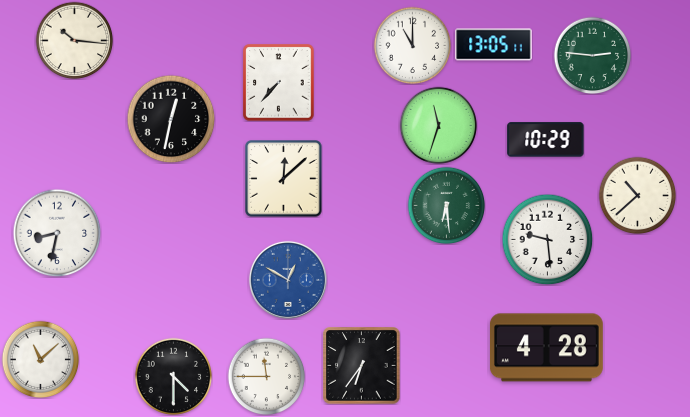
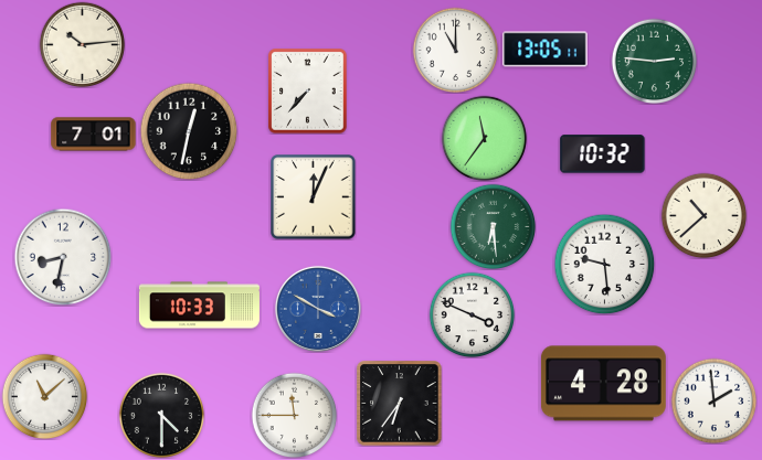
clock at (74, 40): 10:16 -> 10:14
clock at (94, 135): none -> 7:01
clock at (438, 125): 11:33 -> 11:36
clock at (546, 140): 10:29 -> 10:32
clock at (284, 179): 12:08 -> 12:04
clock at (199, 306): none -> 10:33
clock at (288, 280): 12:50 -> 3:50
clock at (472, 314): none -> 3:49
clock at (713, 400): none -> 1:59
clock at (173, 376) position: (173, 376) -> (161, 415)
